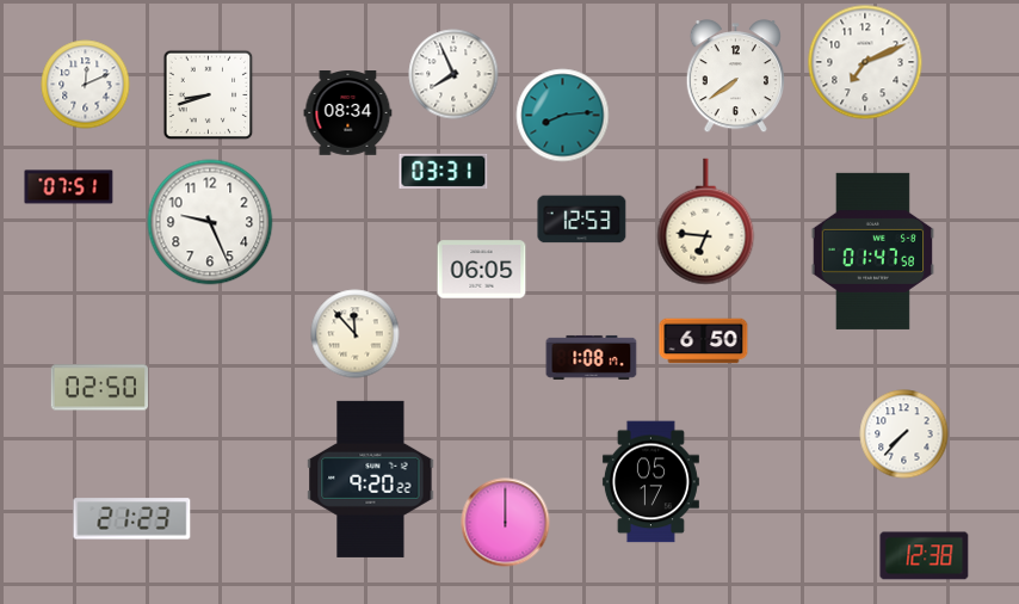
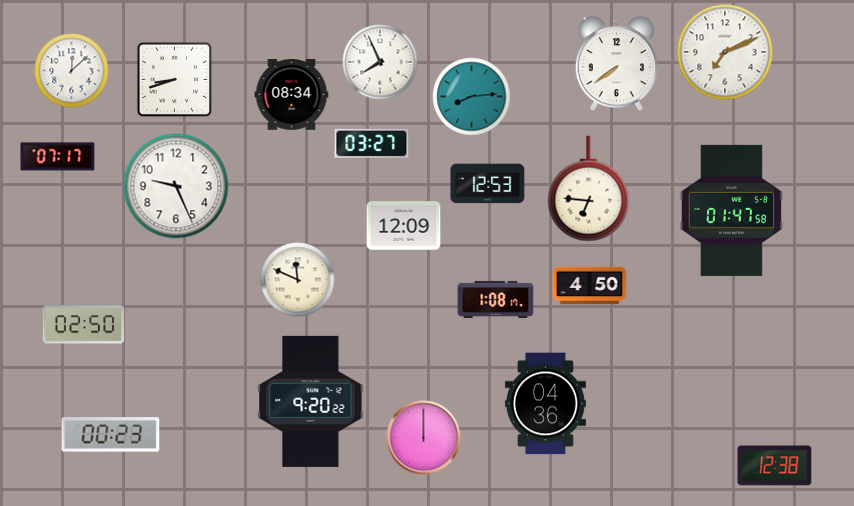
clock at (86, 85): 12:11 -> 12:08
clock at (444, 171): 03:31 -> 03:27
clock at (69, 187): 07:51 -> 07:17
clock at (706, 222) position: (706, 222) -> (589, 189)
clock at (482, 270): 06:05 -> 12:09
clock at (356, 334): 11:53 -> 11:49
clock at (704, 341): 6:50 -> 4:50
clock at (904, 434): 7:37 -> none
clock at (650, 482): 05:17 -> 04:36
clock at (132, 519): 21:23 -> 00:23
